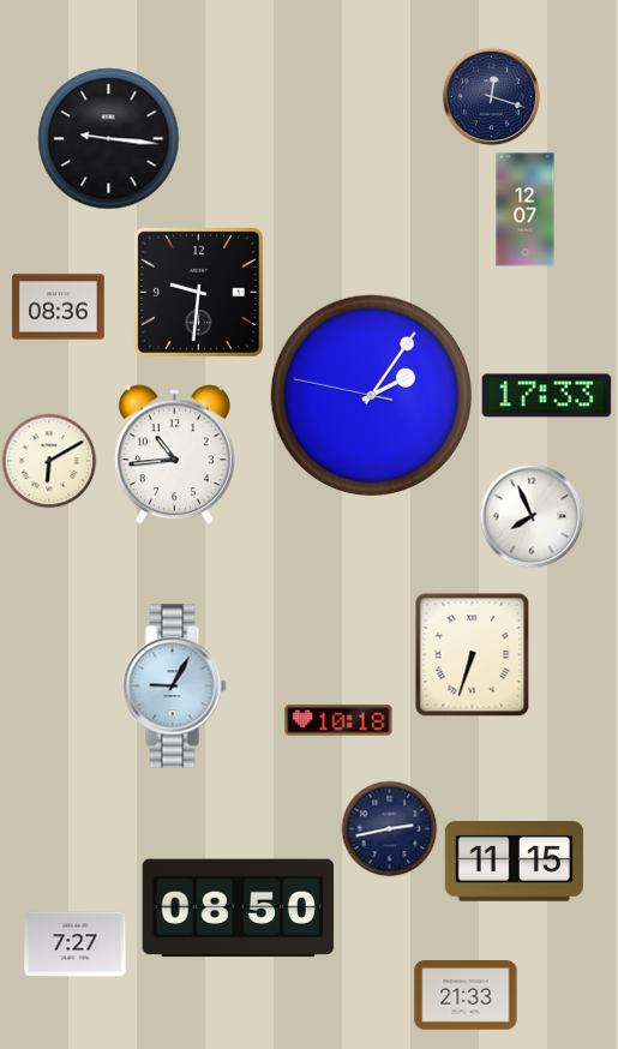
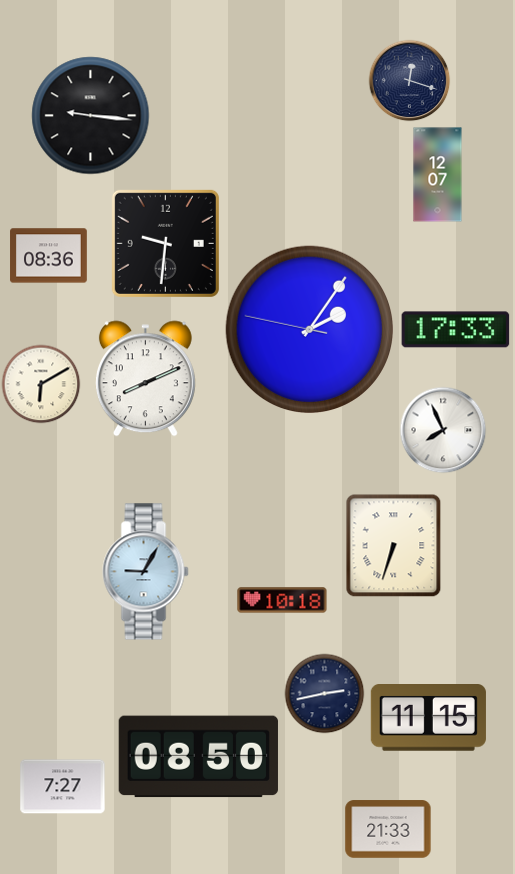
clock at (174, 455): 10:44 -> 8:11
clock at (389, 828) position: (389, 828) -> (324, 693)
